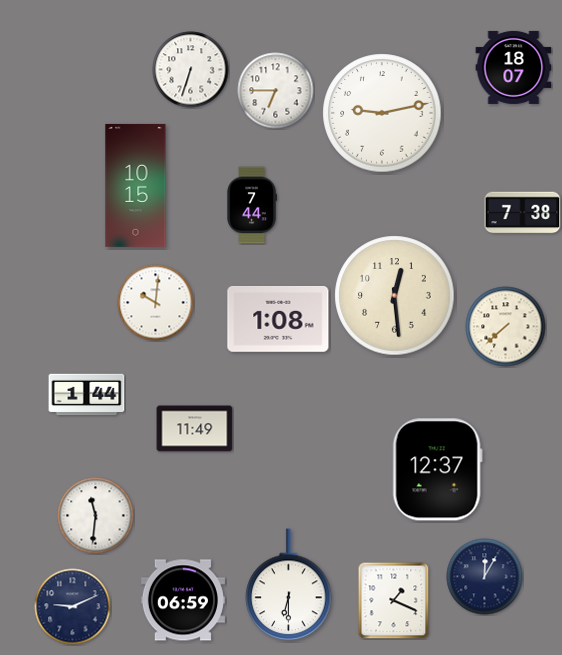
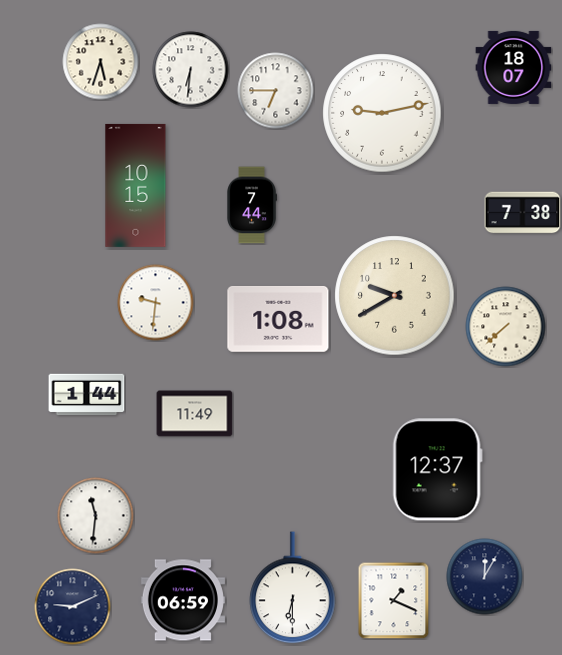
clock at (101, 62): none -> 5:33
clock at (191, 70): 6:33 -> 6:31
clock at (395, 296): 12:29 -> 9:40
clock at (156, 303): 10:01 -> 9:31
clock at (195, 429) position: (195, 429) -> (195, 414)
clock at (289, 585) position: (289, 585) -> (293, 588)
